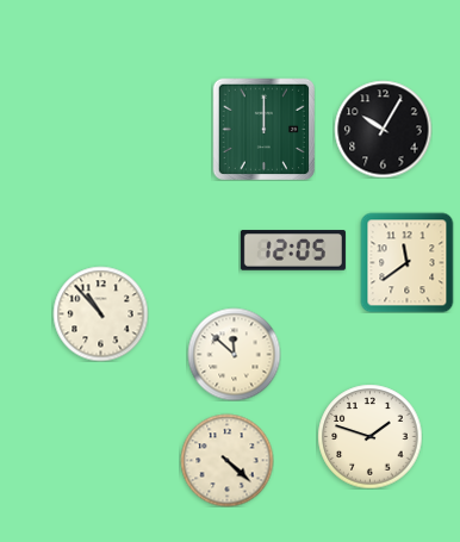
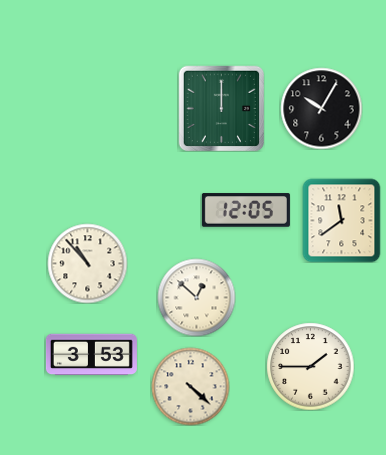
clock at (100, 313) position: (100, 313) -> (87, 263)
clock at (234, 354): 11:52 -> 12:52
clock at (91, 355): none -> 3:53
clock at (369, 436): 1:48 -> 1:45
